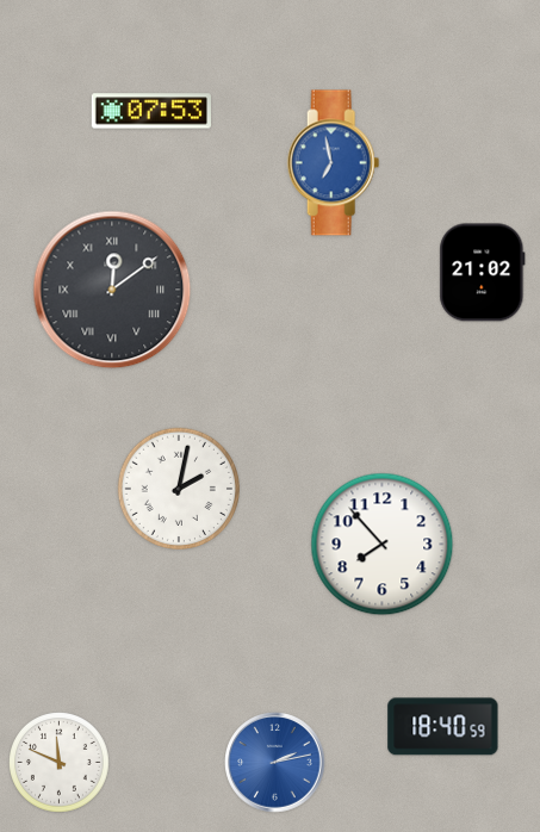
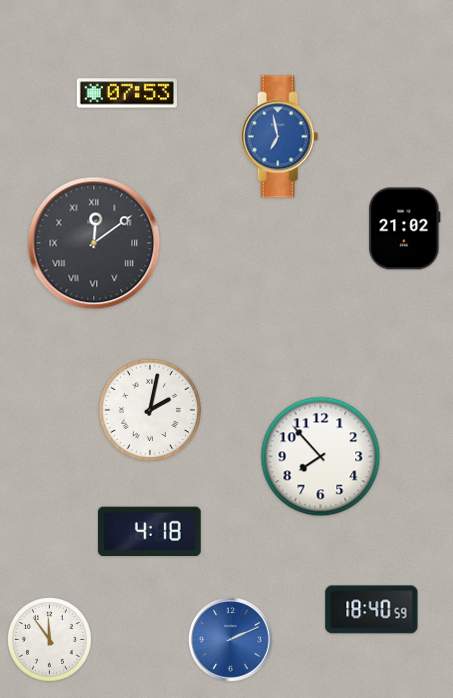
clock at (149, 531): none -> 4:18
clock at (60, 763): 11:49 -> 11:54
clock at (275, 763): 2:13 -> 2:11
